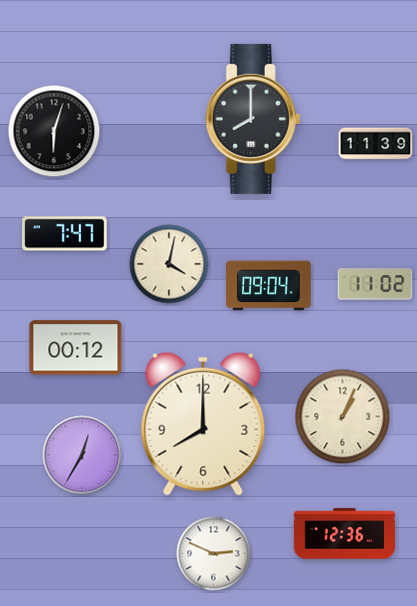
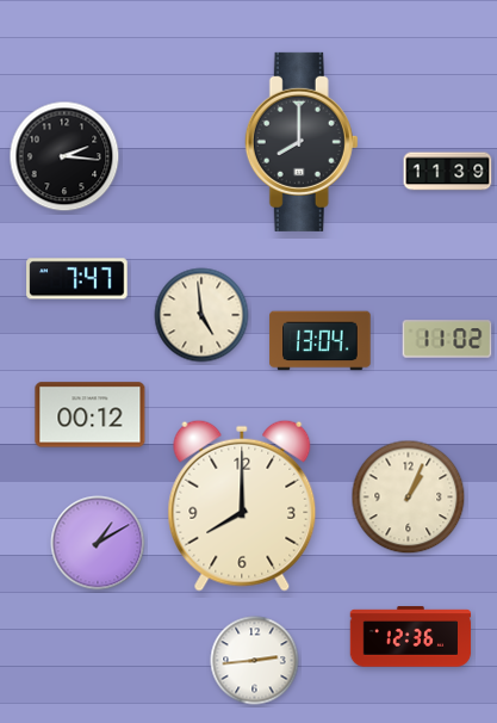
clock at (54, 131): 6:03 -> 2:16
clock at (169, 264): 4:02 -> 4:59
clock at (269, 286): 09:04 -> 13:04
clock at (82, 455): 12:35 -> 1:10
clock at (214, 554): 2:49 -> 2:44
